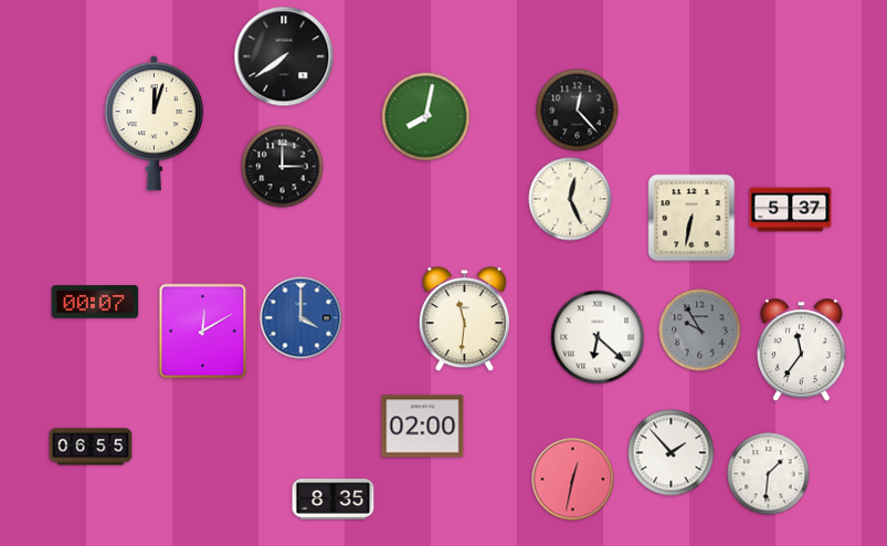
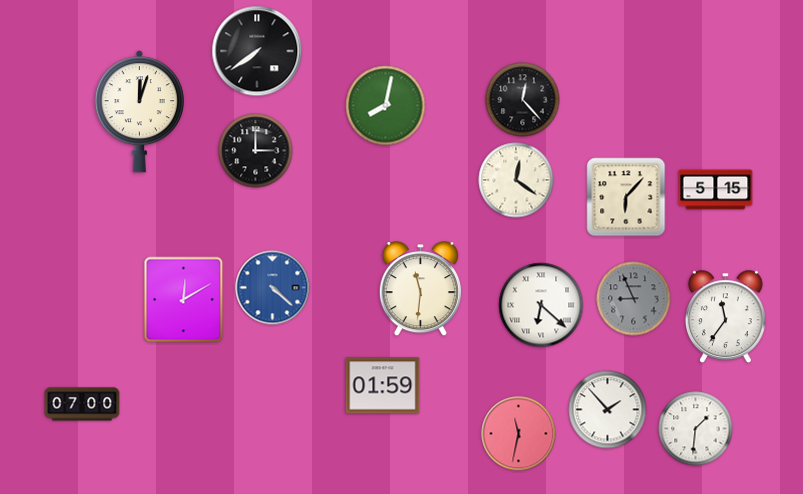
clock at (570, 199): 12:26 -> 12:21
clock at (791, 210): 5:37 -> 5:15
clock at (691, 218): 6:32 -> 6:07
clock at (95, 302): 00:07 -> none
clock at (302, 318): 4:00 -> 4:22
clock at (700, 330): 9:55 -> 8:56
clock at (423, 427): 02:00 -> 01:59
clock at (91, 447): 06:55 -> 07:00
clock at (573, 480): 12:32 -> 11:32
clock at (334, 500): 8:35 -> none
